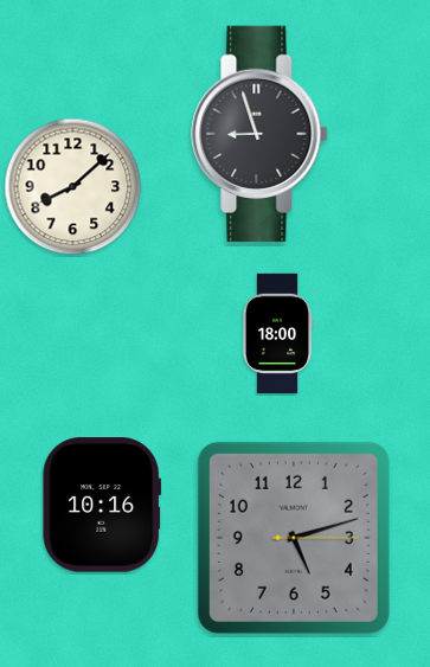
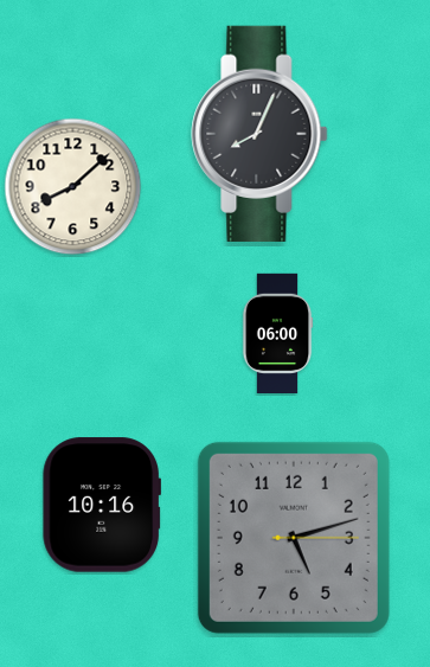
clock at (259, 134): 8:57 -> 8:04
clock at (277, 333): 18:00 -> 06:00
